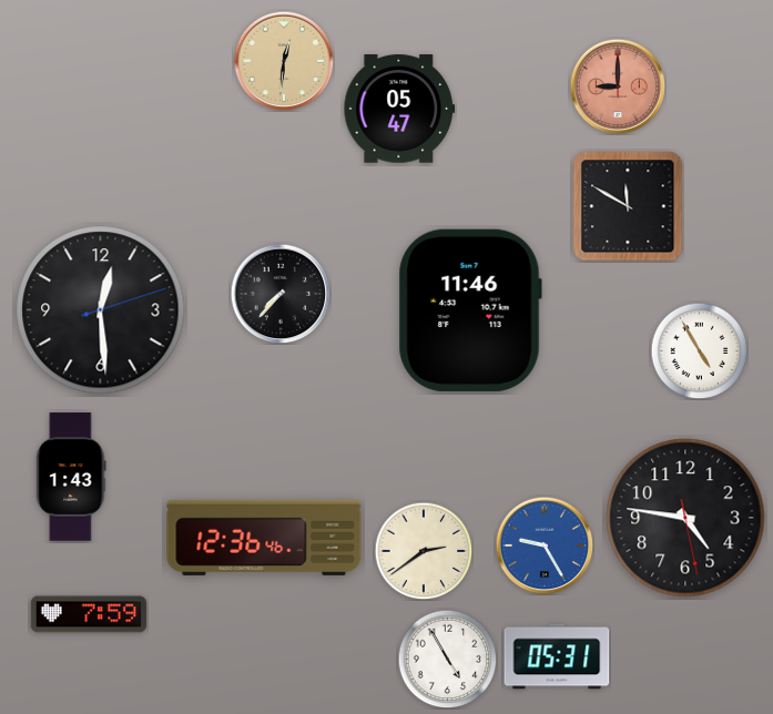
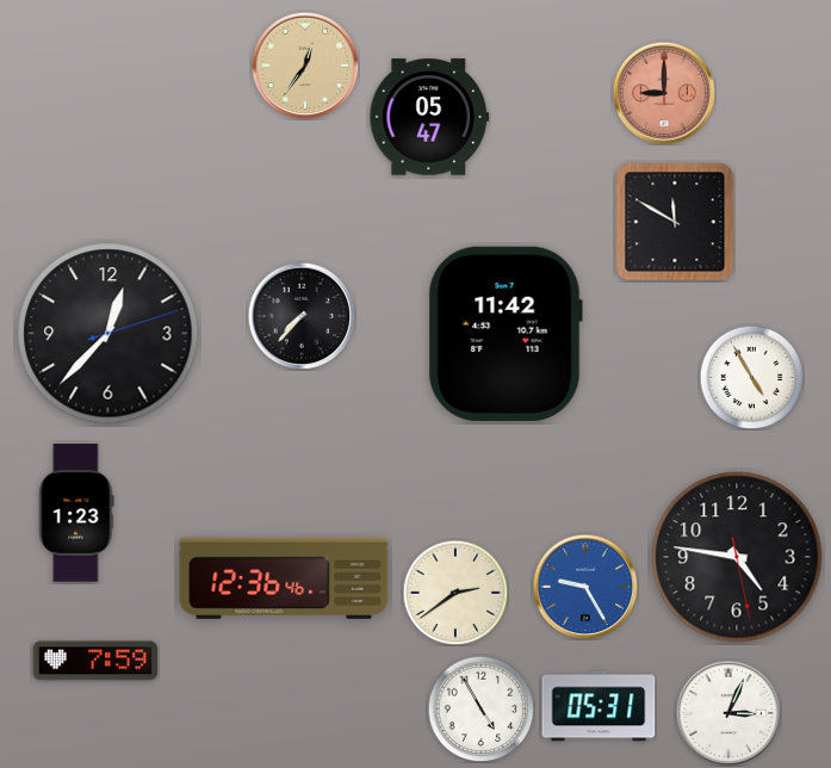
clock at (284, 61): 12:31 -> 12:36
clock at (101, 310): 12:29 -> 12:37
clock at (470, 310): 11:46 -> 11:42
clock at (71, 477): 1:43 -> 1:23
clock at (728, 713): none -> 3:04
